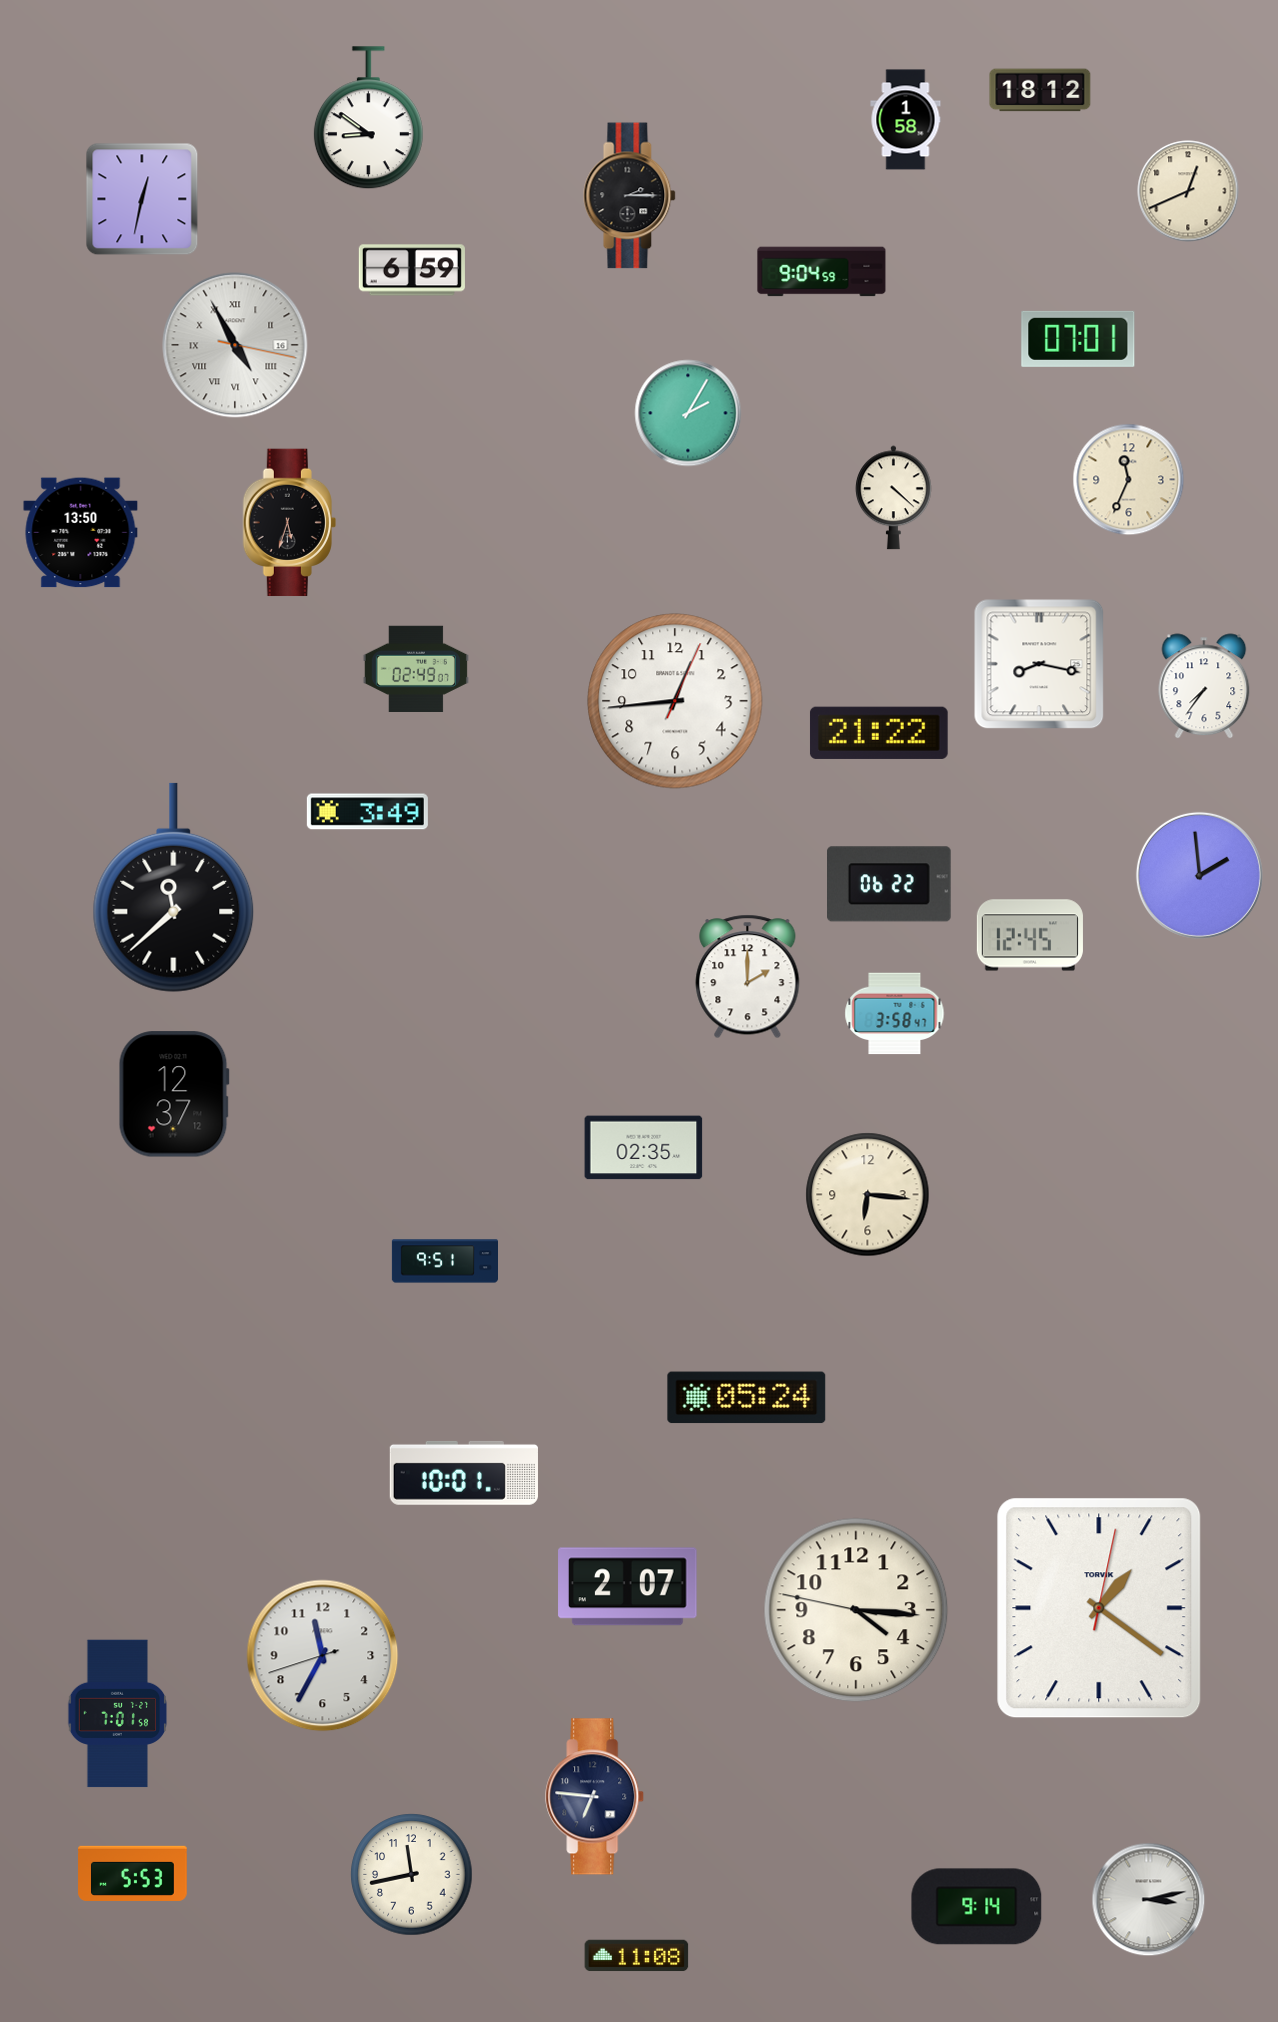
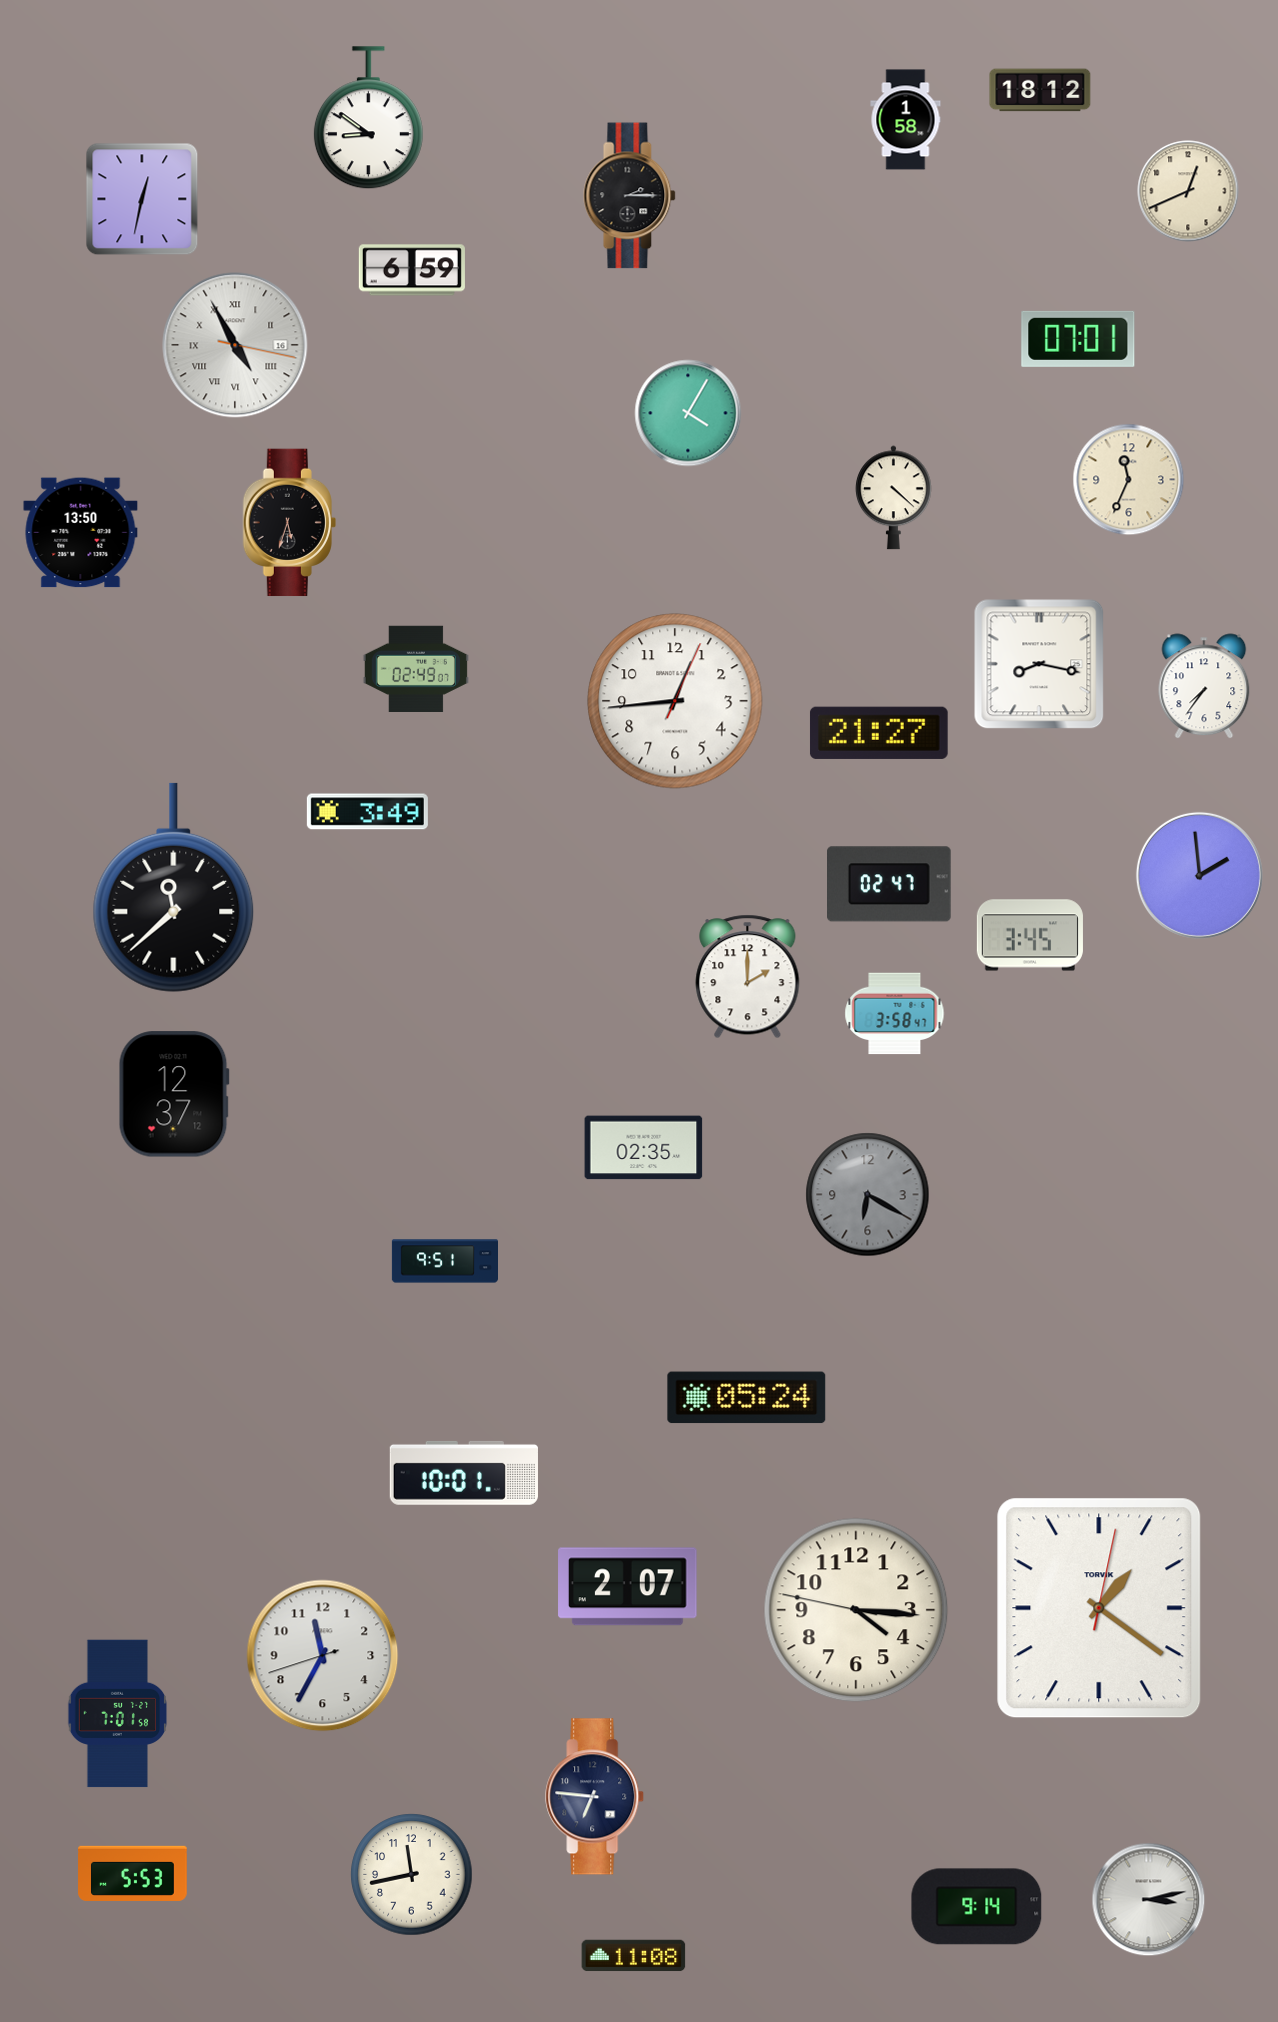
clock at (822, 272): 9:04 -> none
clock at (688, 413): 2:05 -> 4:05
clock at (879, 733): 21:22 -> 21:27
clock at (890, 884): 06:22 -> 02:47
clock at (1030, 935): 12:45 -> 3:45
clock at (868, 1195): 6:16 -> 6:20
clock at (868, 1195) dial: cream -> grey
clock at (637, 1956) position: (637, 1956) -> (634, 1956)
